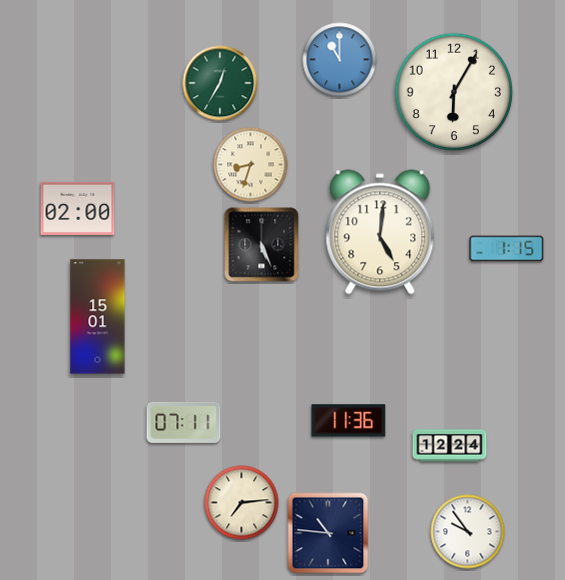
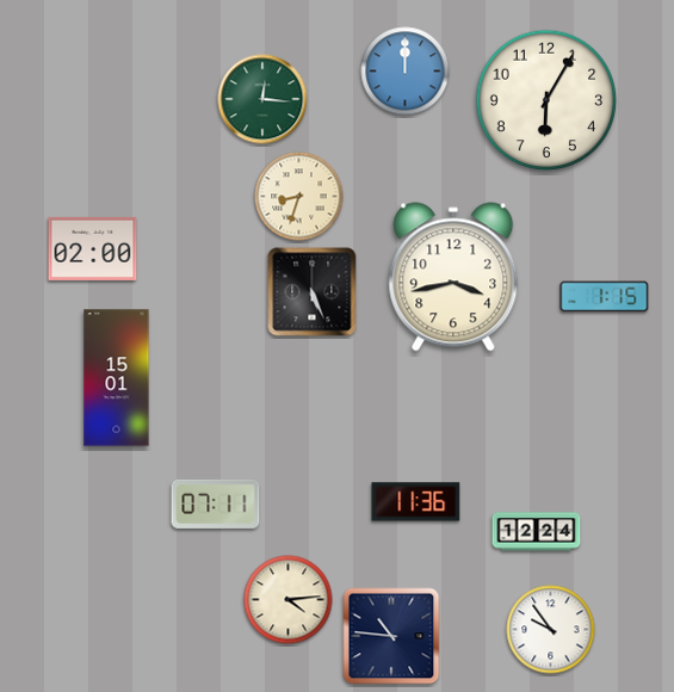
clock at (340, 60): 11:00 -> 12:00
clock at (220, 83): 12:35 -> 12:16
clock at (454, 92) position: (454, 92) -> (546, 100)
clock at (380, 232): 5:01 -> 3:43
clock at (184, 422) position: (184, 422) -> (216, 503)
clock at (242, 503): 7:14 -> 4:14
clock at (468, 532) position: (468, 532) -> (551, 630)
